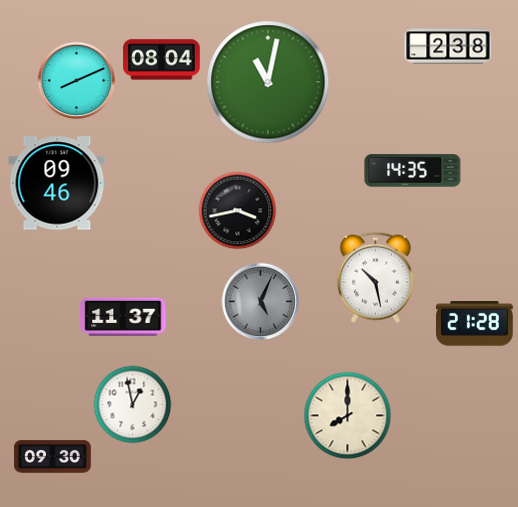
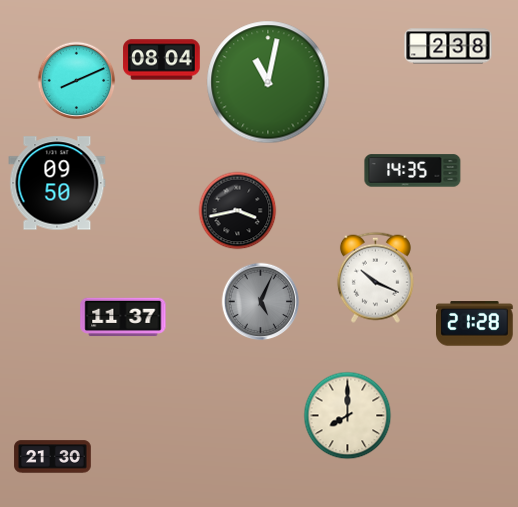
clock at (57, 183): 09:46 -> 09:50
clock at (375, 277): 10:28 -> 10:19
clock at (132, 404): 12:58 -> none
clock at (53, 457): 09:30 -> 21:30
